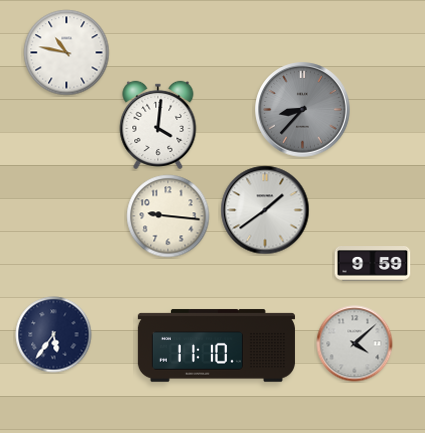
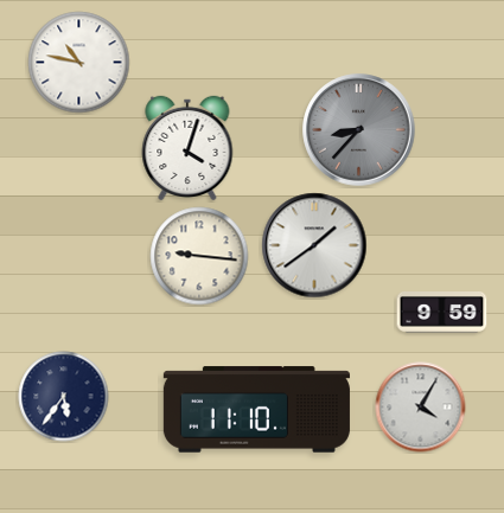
clock at (158, 124): 4:01 -> 4:03
clock at (265, 210) position: (265, 210) -> (314, 245)
clock at (355, 344): 4:08 -> 4:05
